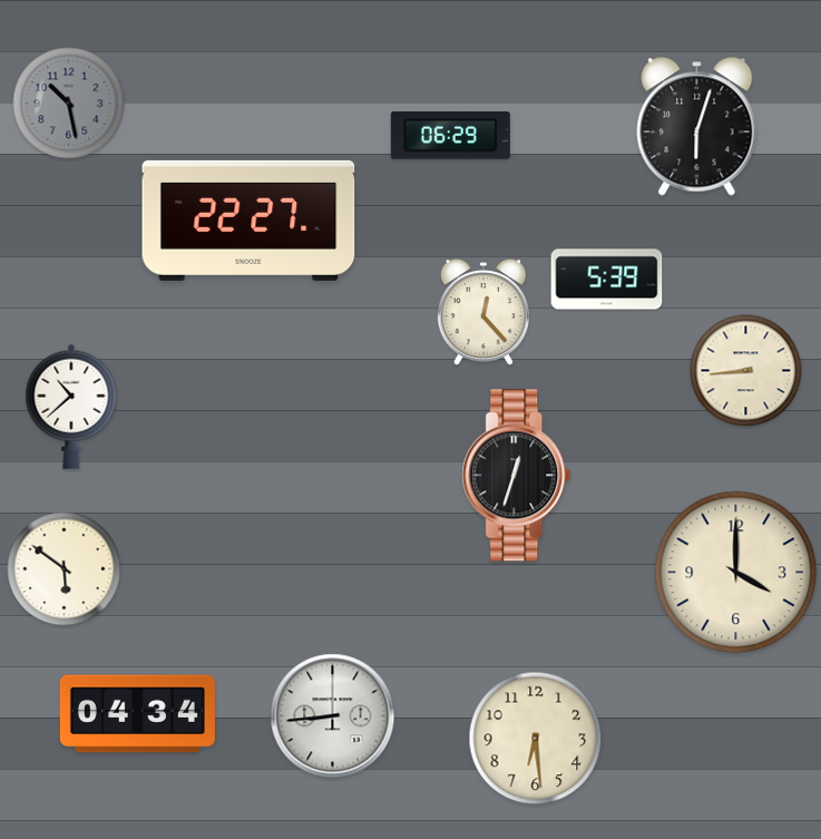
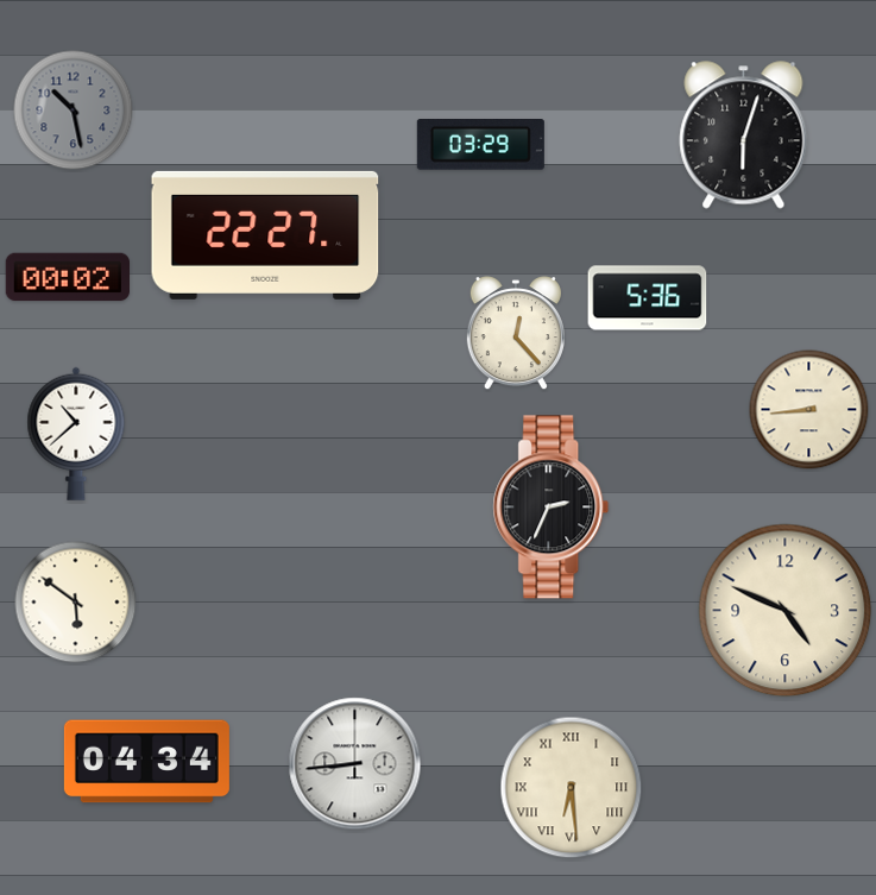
clock at (450, 136): 06:29 -> 03:29
clock at (67, 277): none -> 00:02
clock at (607, 280): 5:39 -> 5:36
clock at (746, 371) position: (746, 371) -> (809, 410)
clock at (517, 476): 12:33 -> 2:34
clock at (65, 569) position: (65, 569) -> (76, 603)
clock at (736, 573): 4:00 -> 4:49
clock at (536, 739) numerals: Arabic -> Roman
